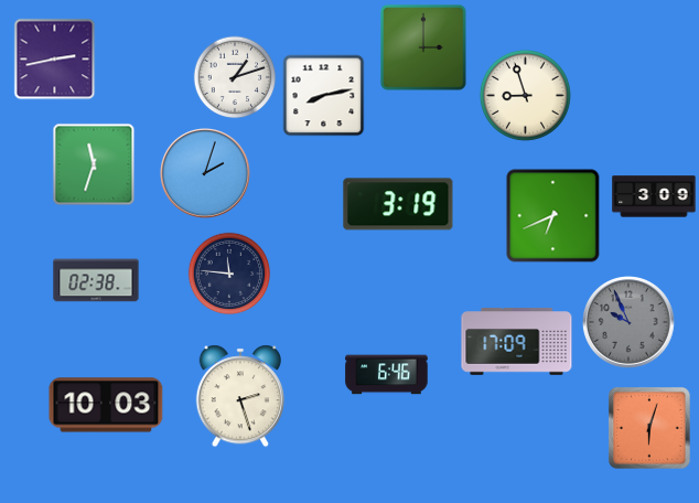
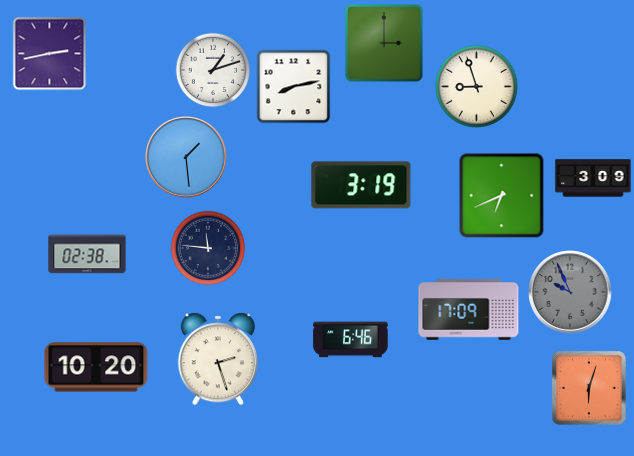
clock at (94, 164): 11:33 -> none
clock at (206, 174): 2:03 -> 1:29
clock at (106, 405): 10:03 -> 10:20
